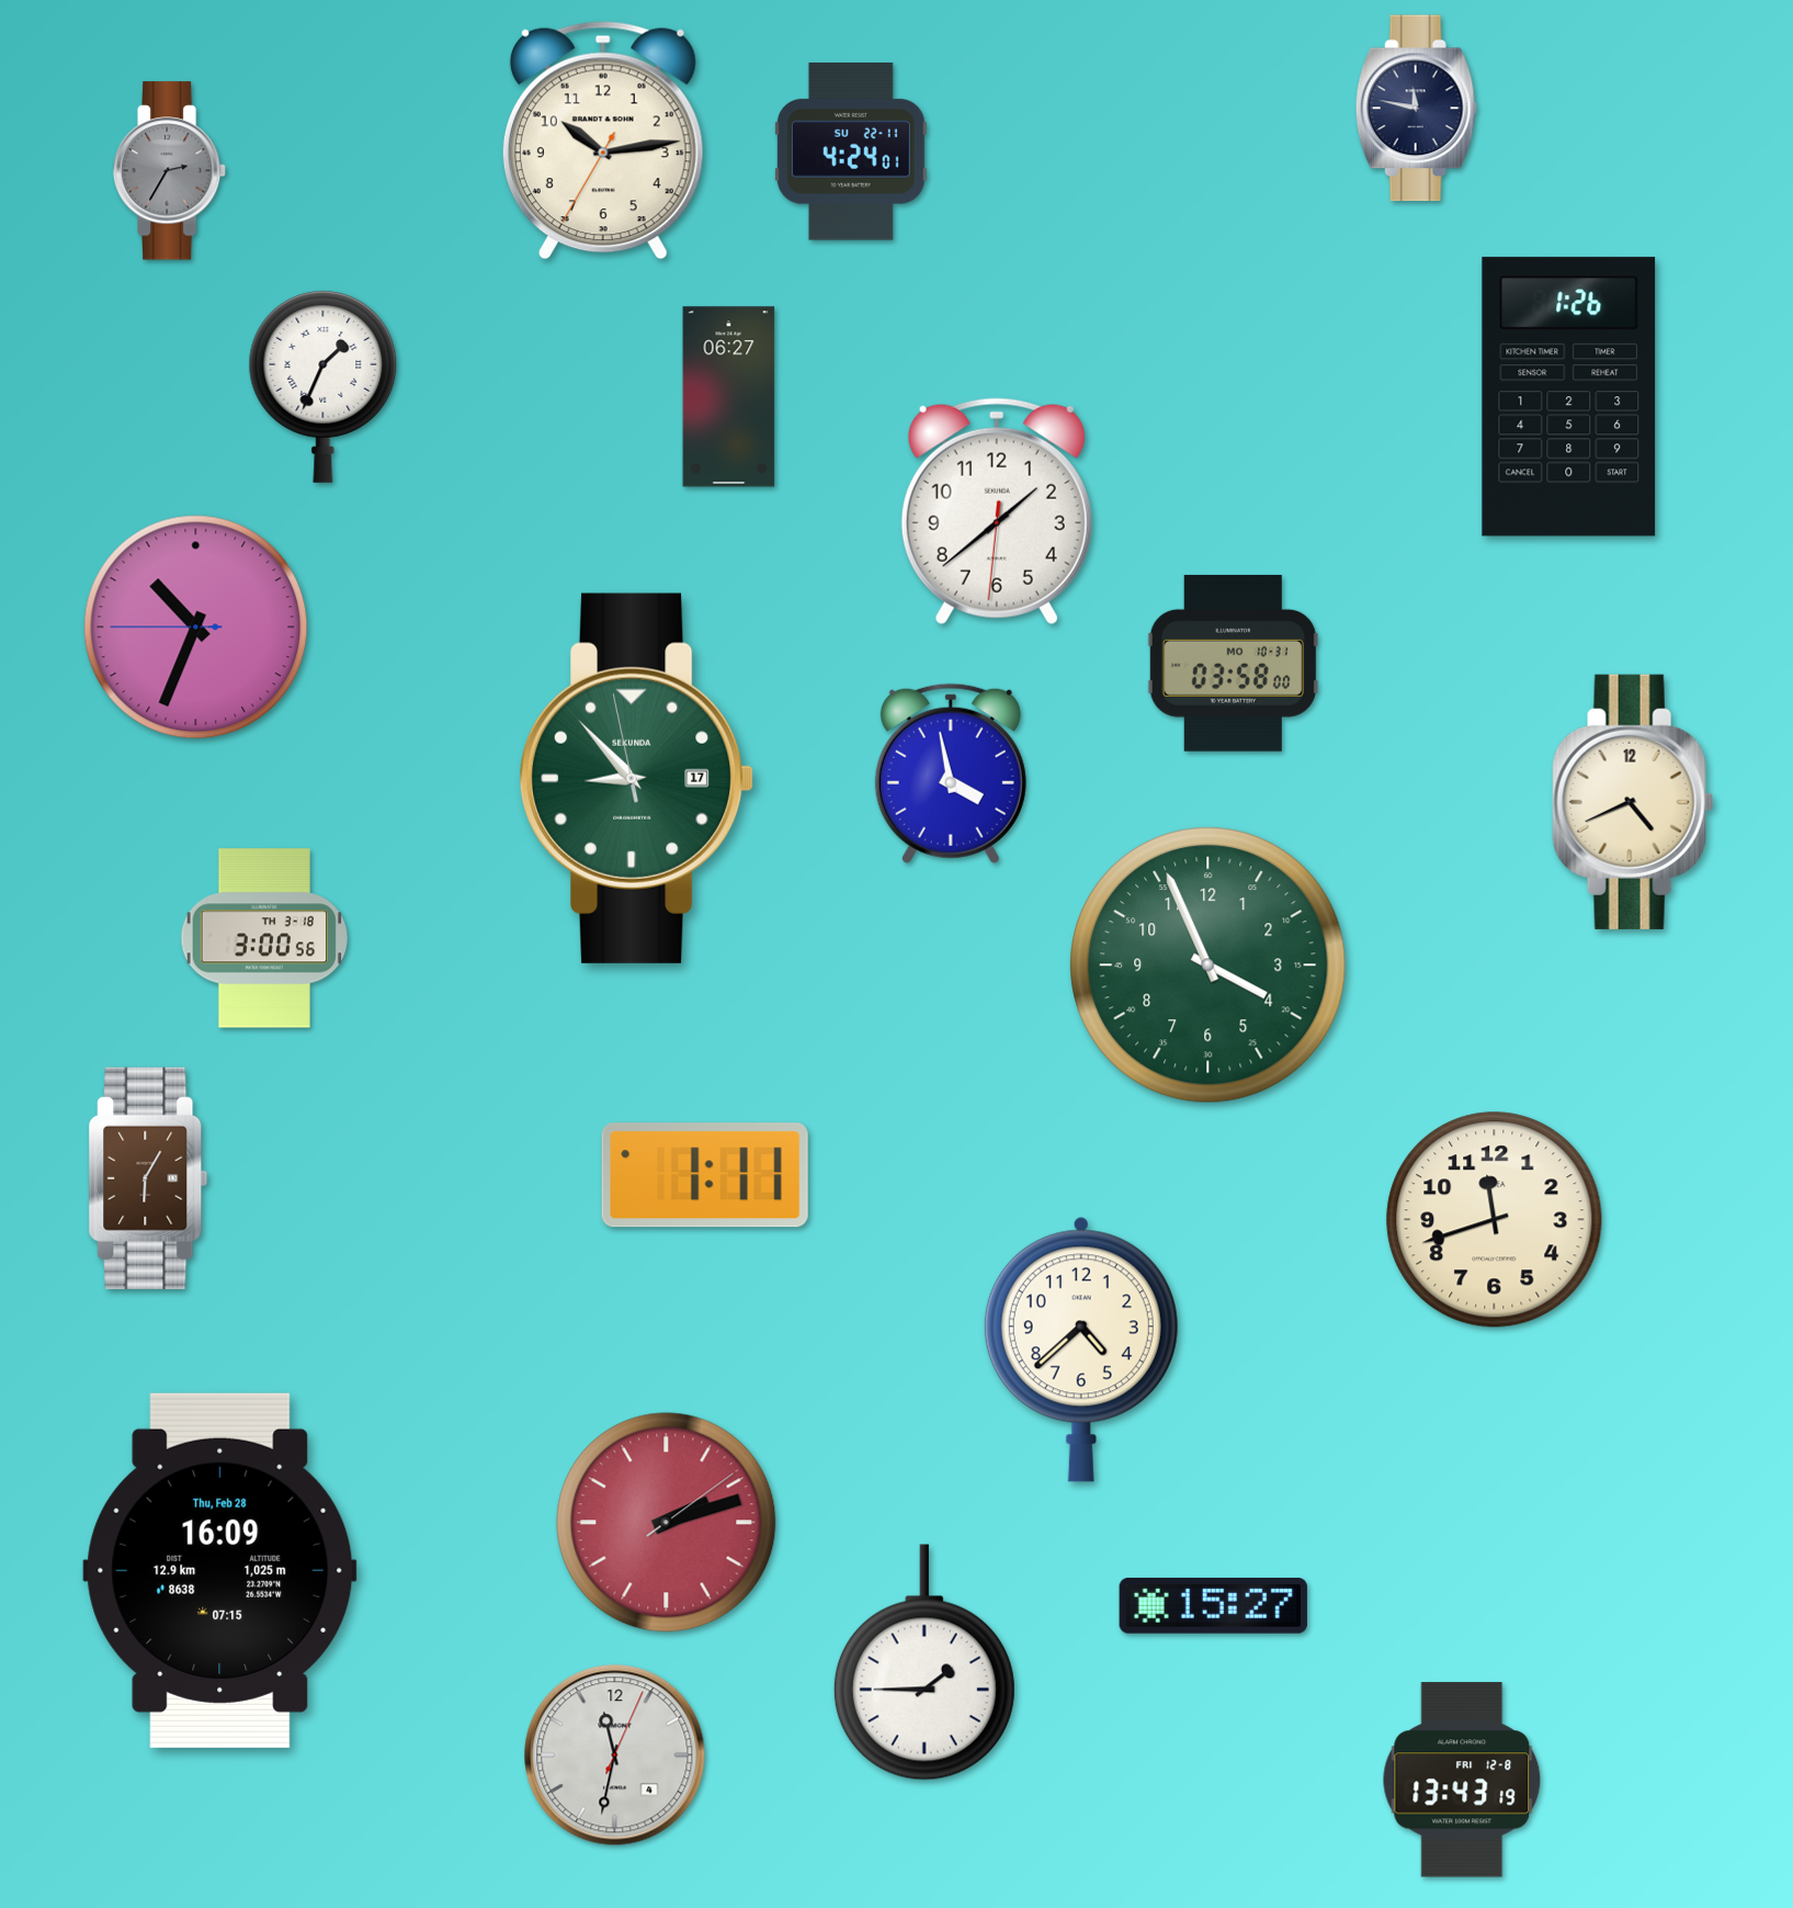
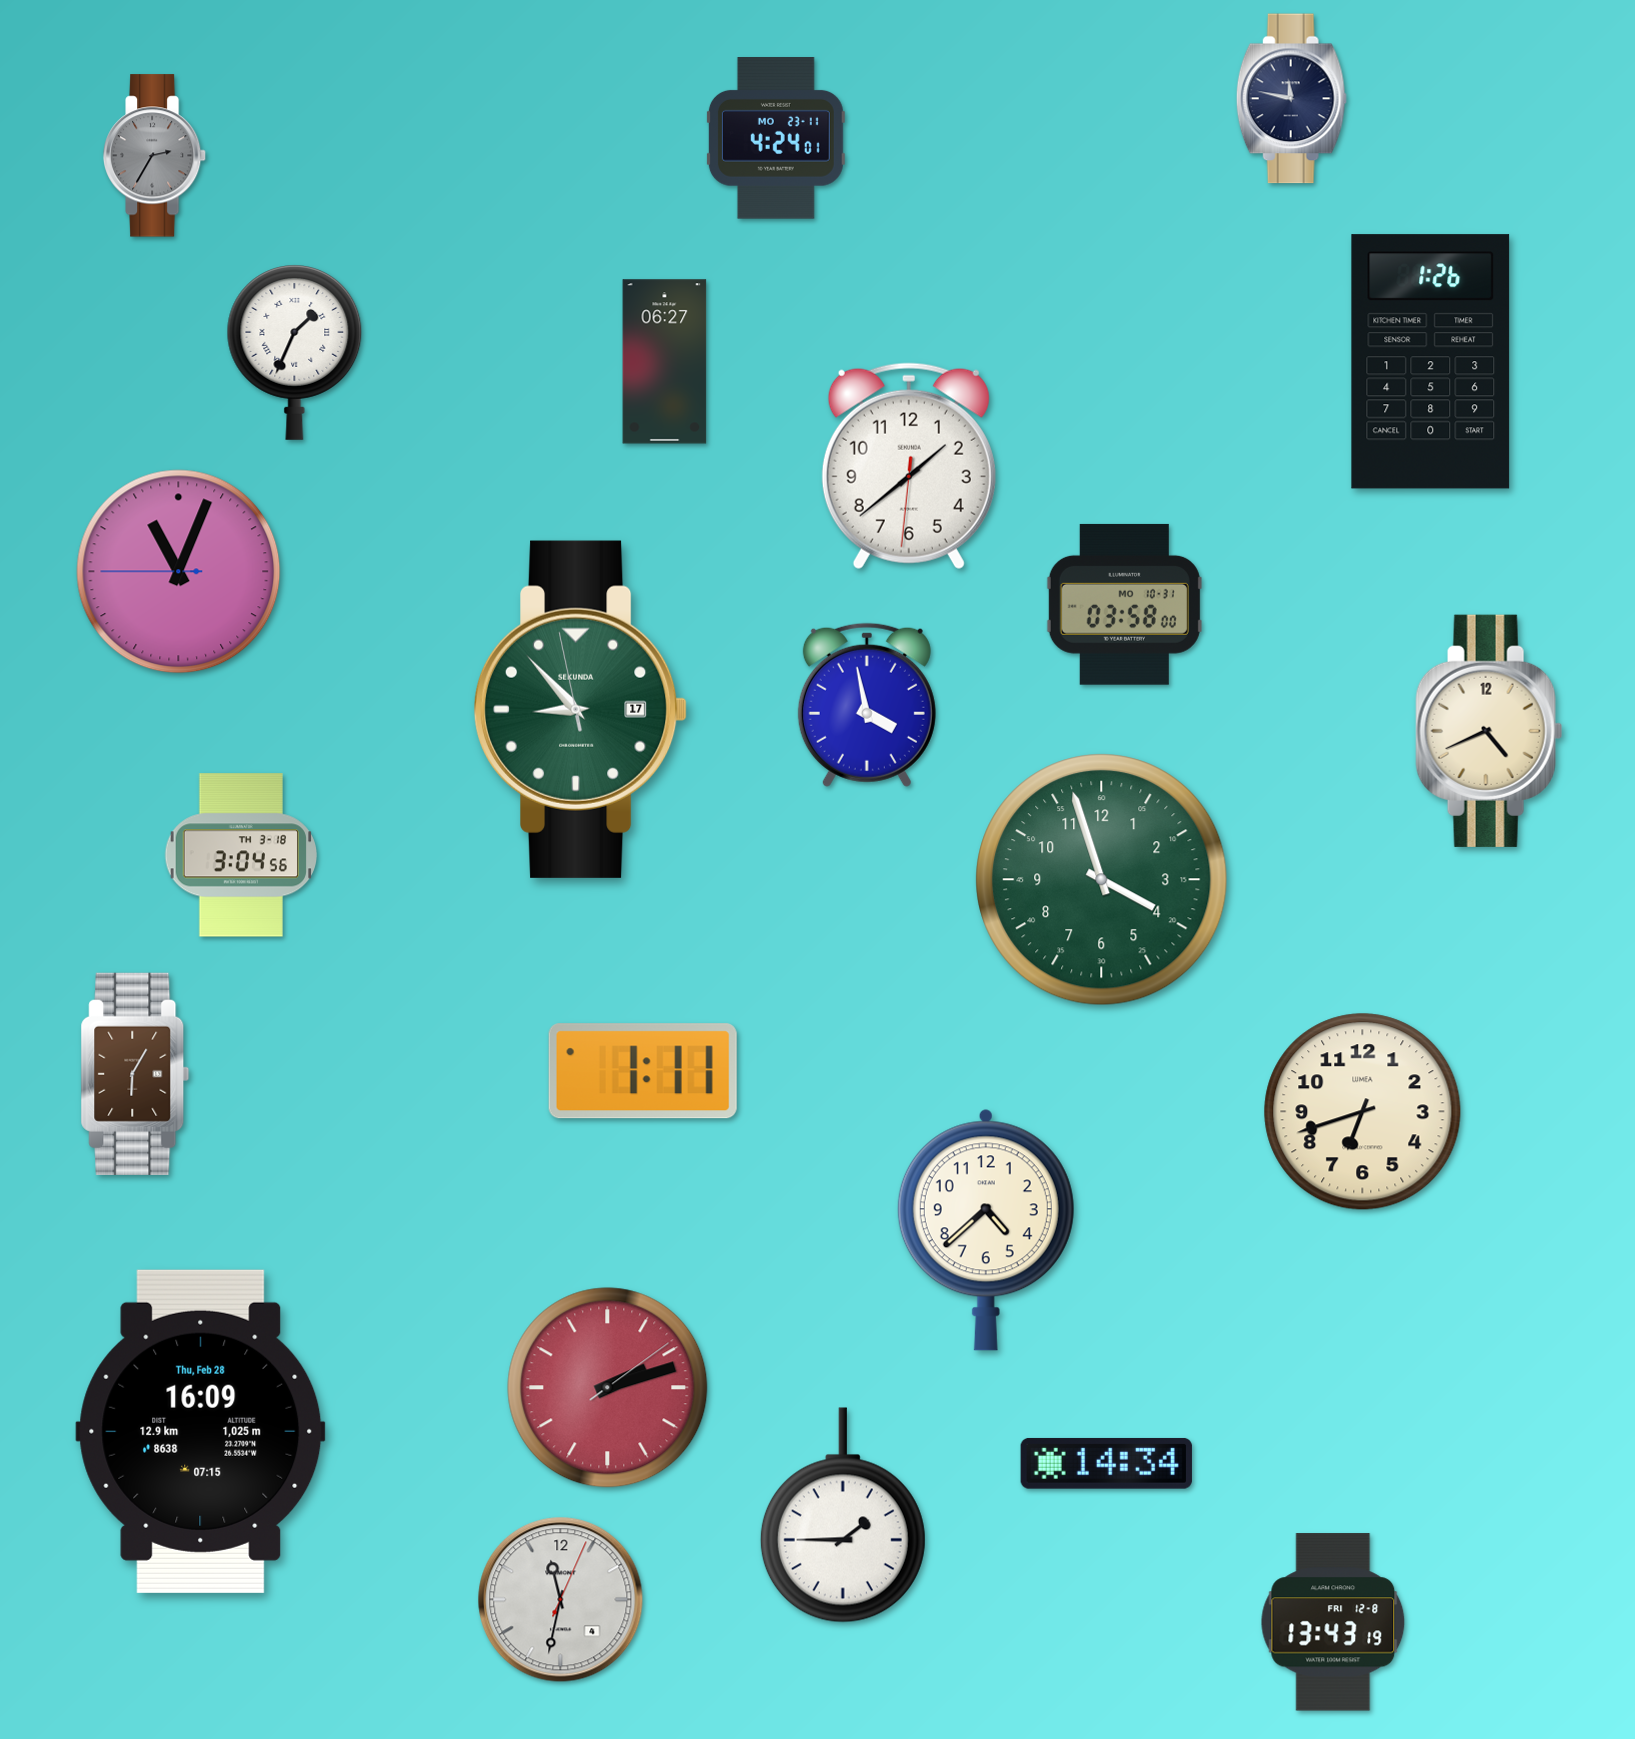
clock at (603, 140): 10:13 -> none
clock at (851, 151) date: SU 22-11 -> MO 23-11
clock at (196, 628): 10:33 -> 11:03
clock at (263, 938): 3:00 -> 3:04
clock at (1208, 966): 3:56 -> 3:57
clock at (1495, 1220): 11:42 -> 6:42
clock at (1213, 1605): 15:27 -> 14:34
